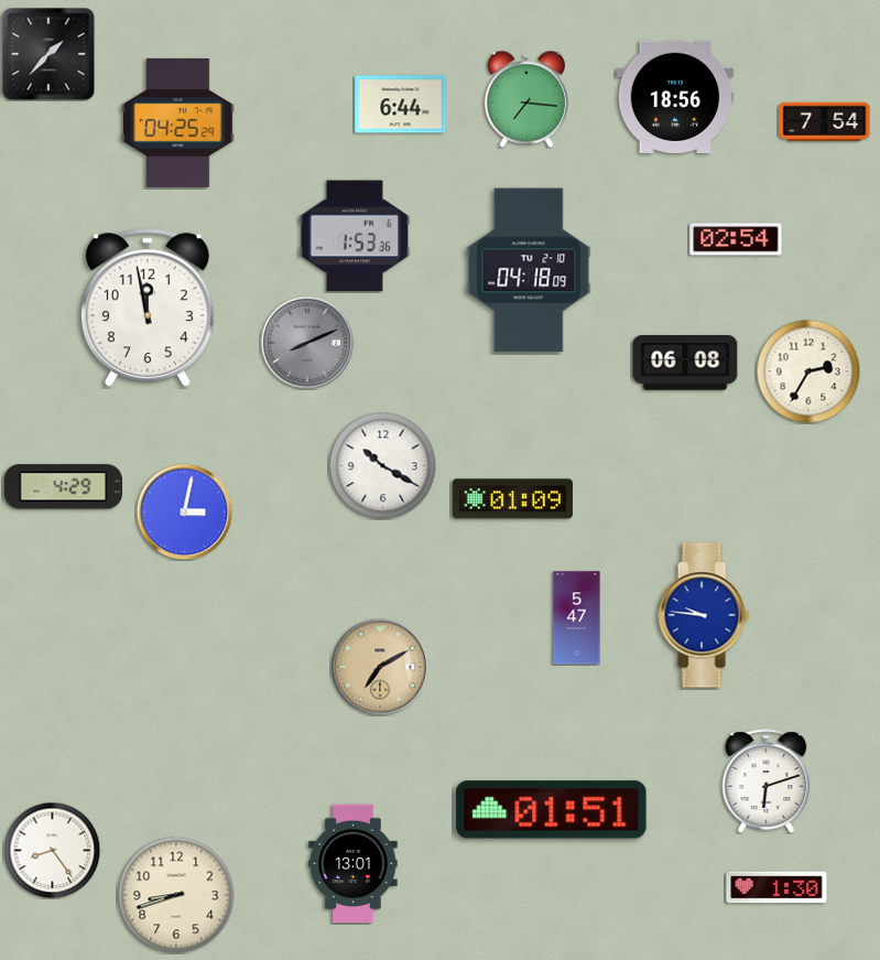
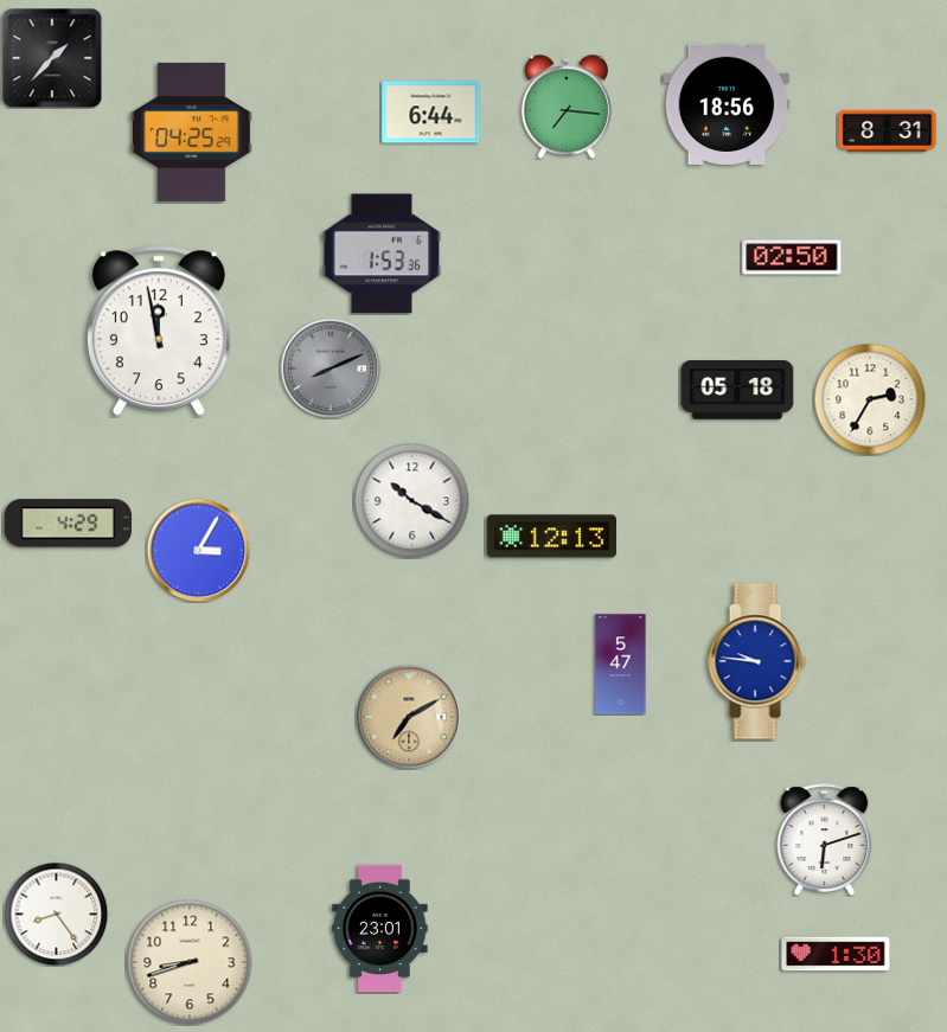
clock at (825, 122): 7:54 -> 8:31
clock at (736, 239): 02:54 -> 02:50
clock at (529, 270): 04:18 -> none
clock at (685, 363): 06:08 -> 05:18
clock at (512, 499): 01:09 -> 12:13
clock at (184, 511): 3:02 -> 3:05
clock at (552, 810): 01:51 -> none
clock at (354, 864): 13:01 -> 23:01
